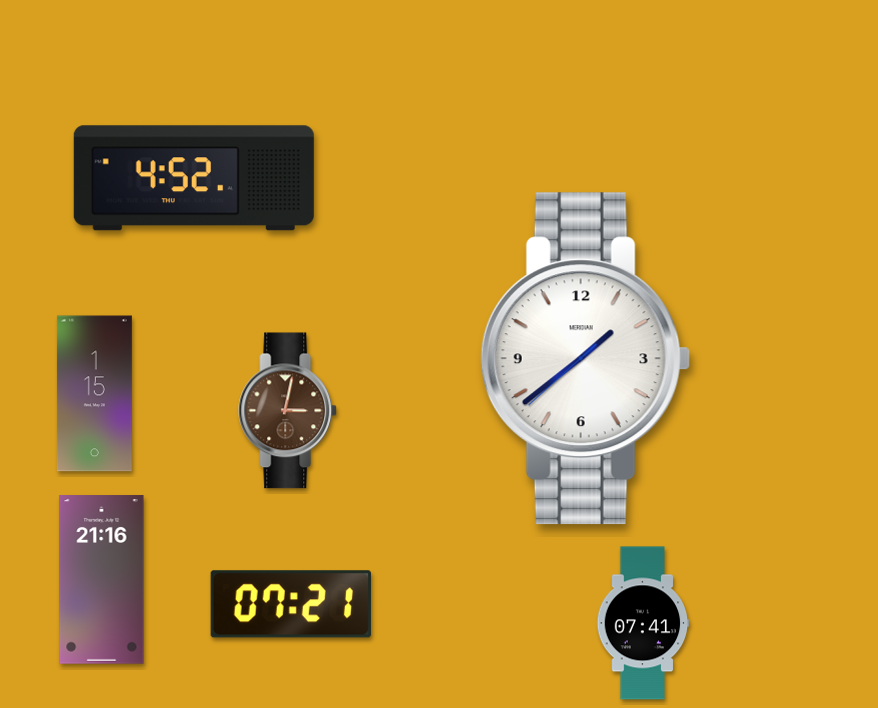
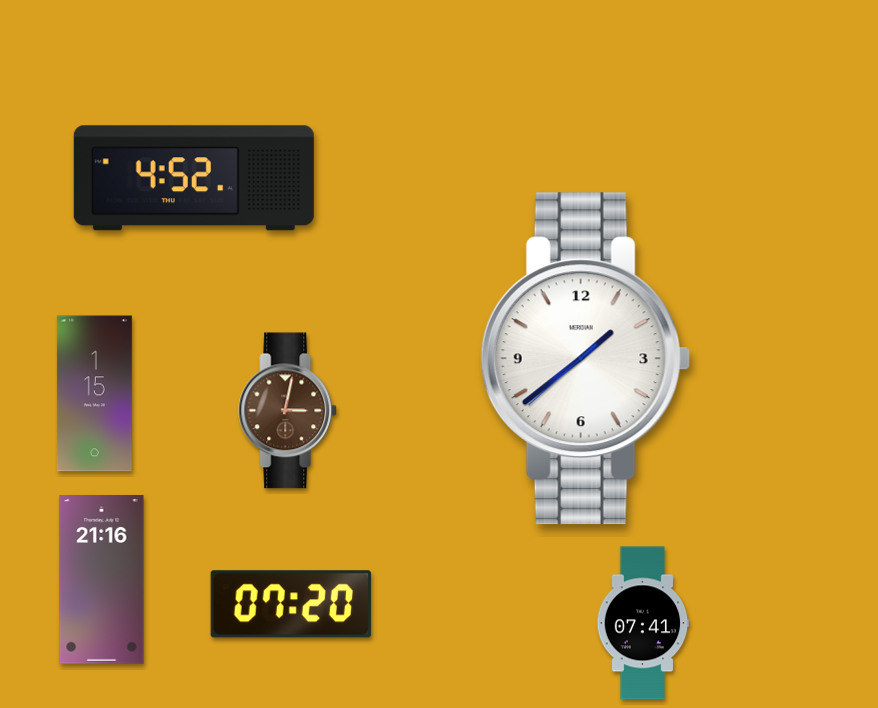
clock at (291, 604): 07:21 -> 07:20
